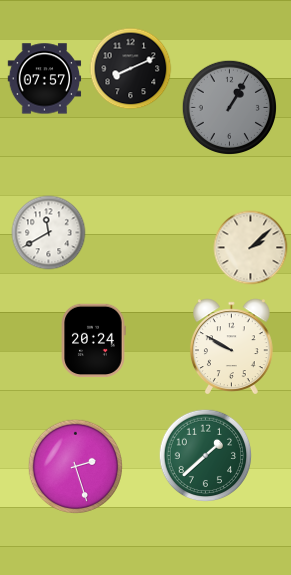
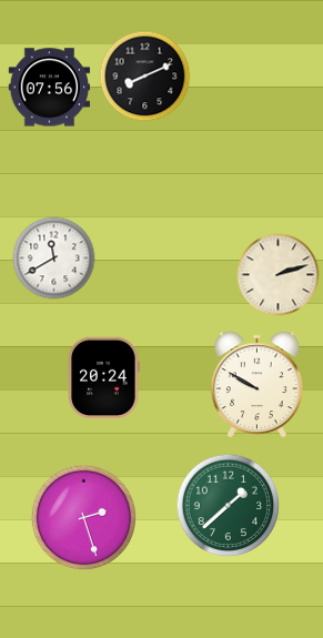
clock at (45, 79): 07:57 -> 07:56
clock at (230, 108): 1:05 -> none
clock at (251, 248): 2:08 -> 2:12
